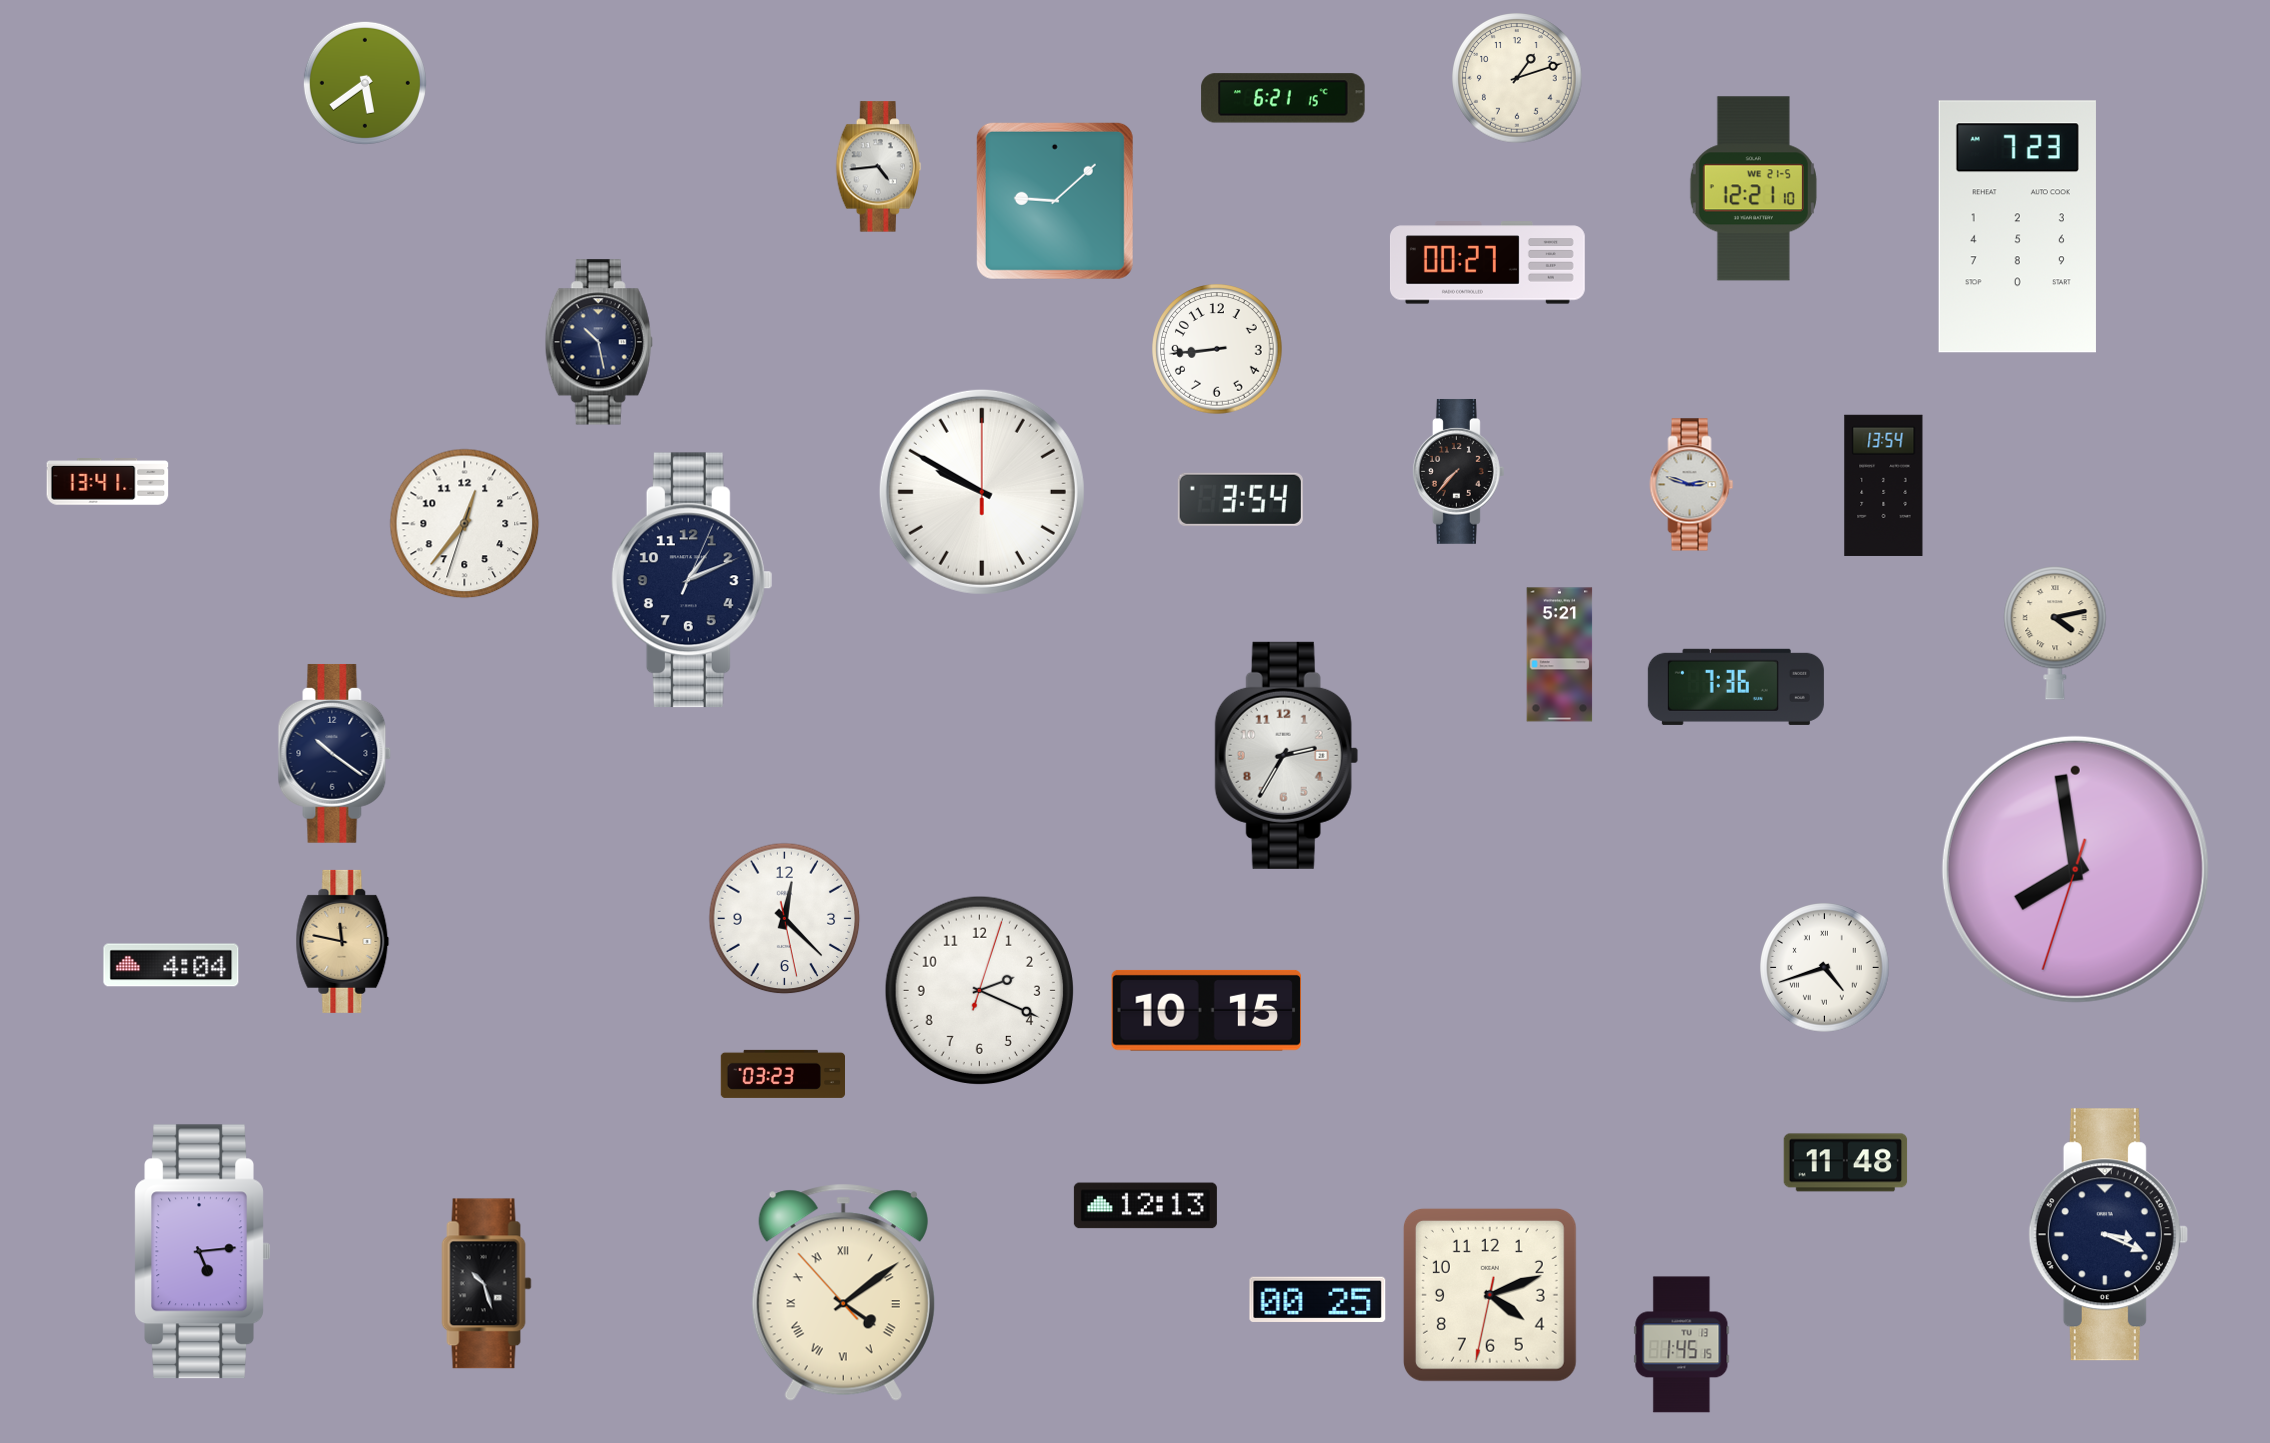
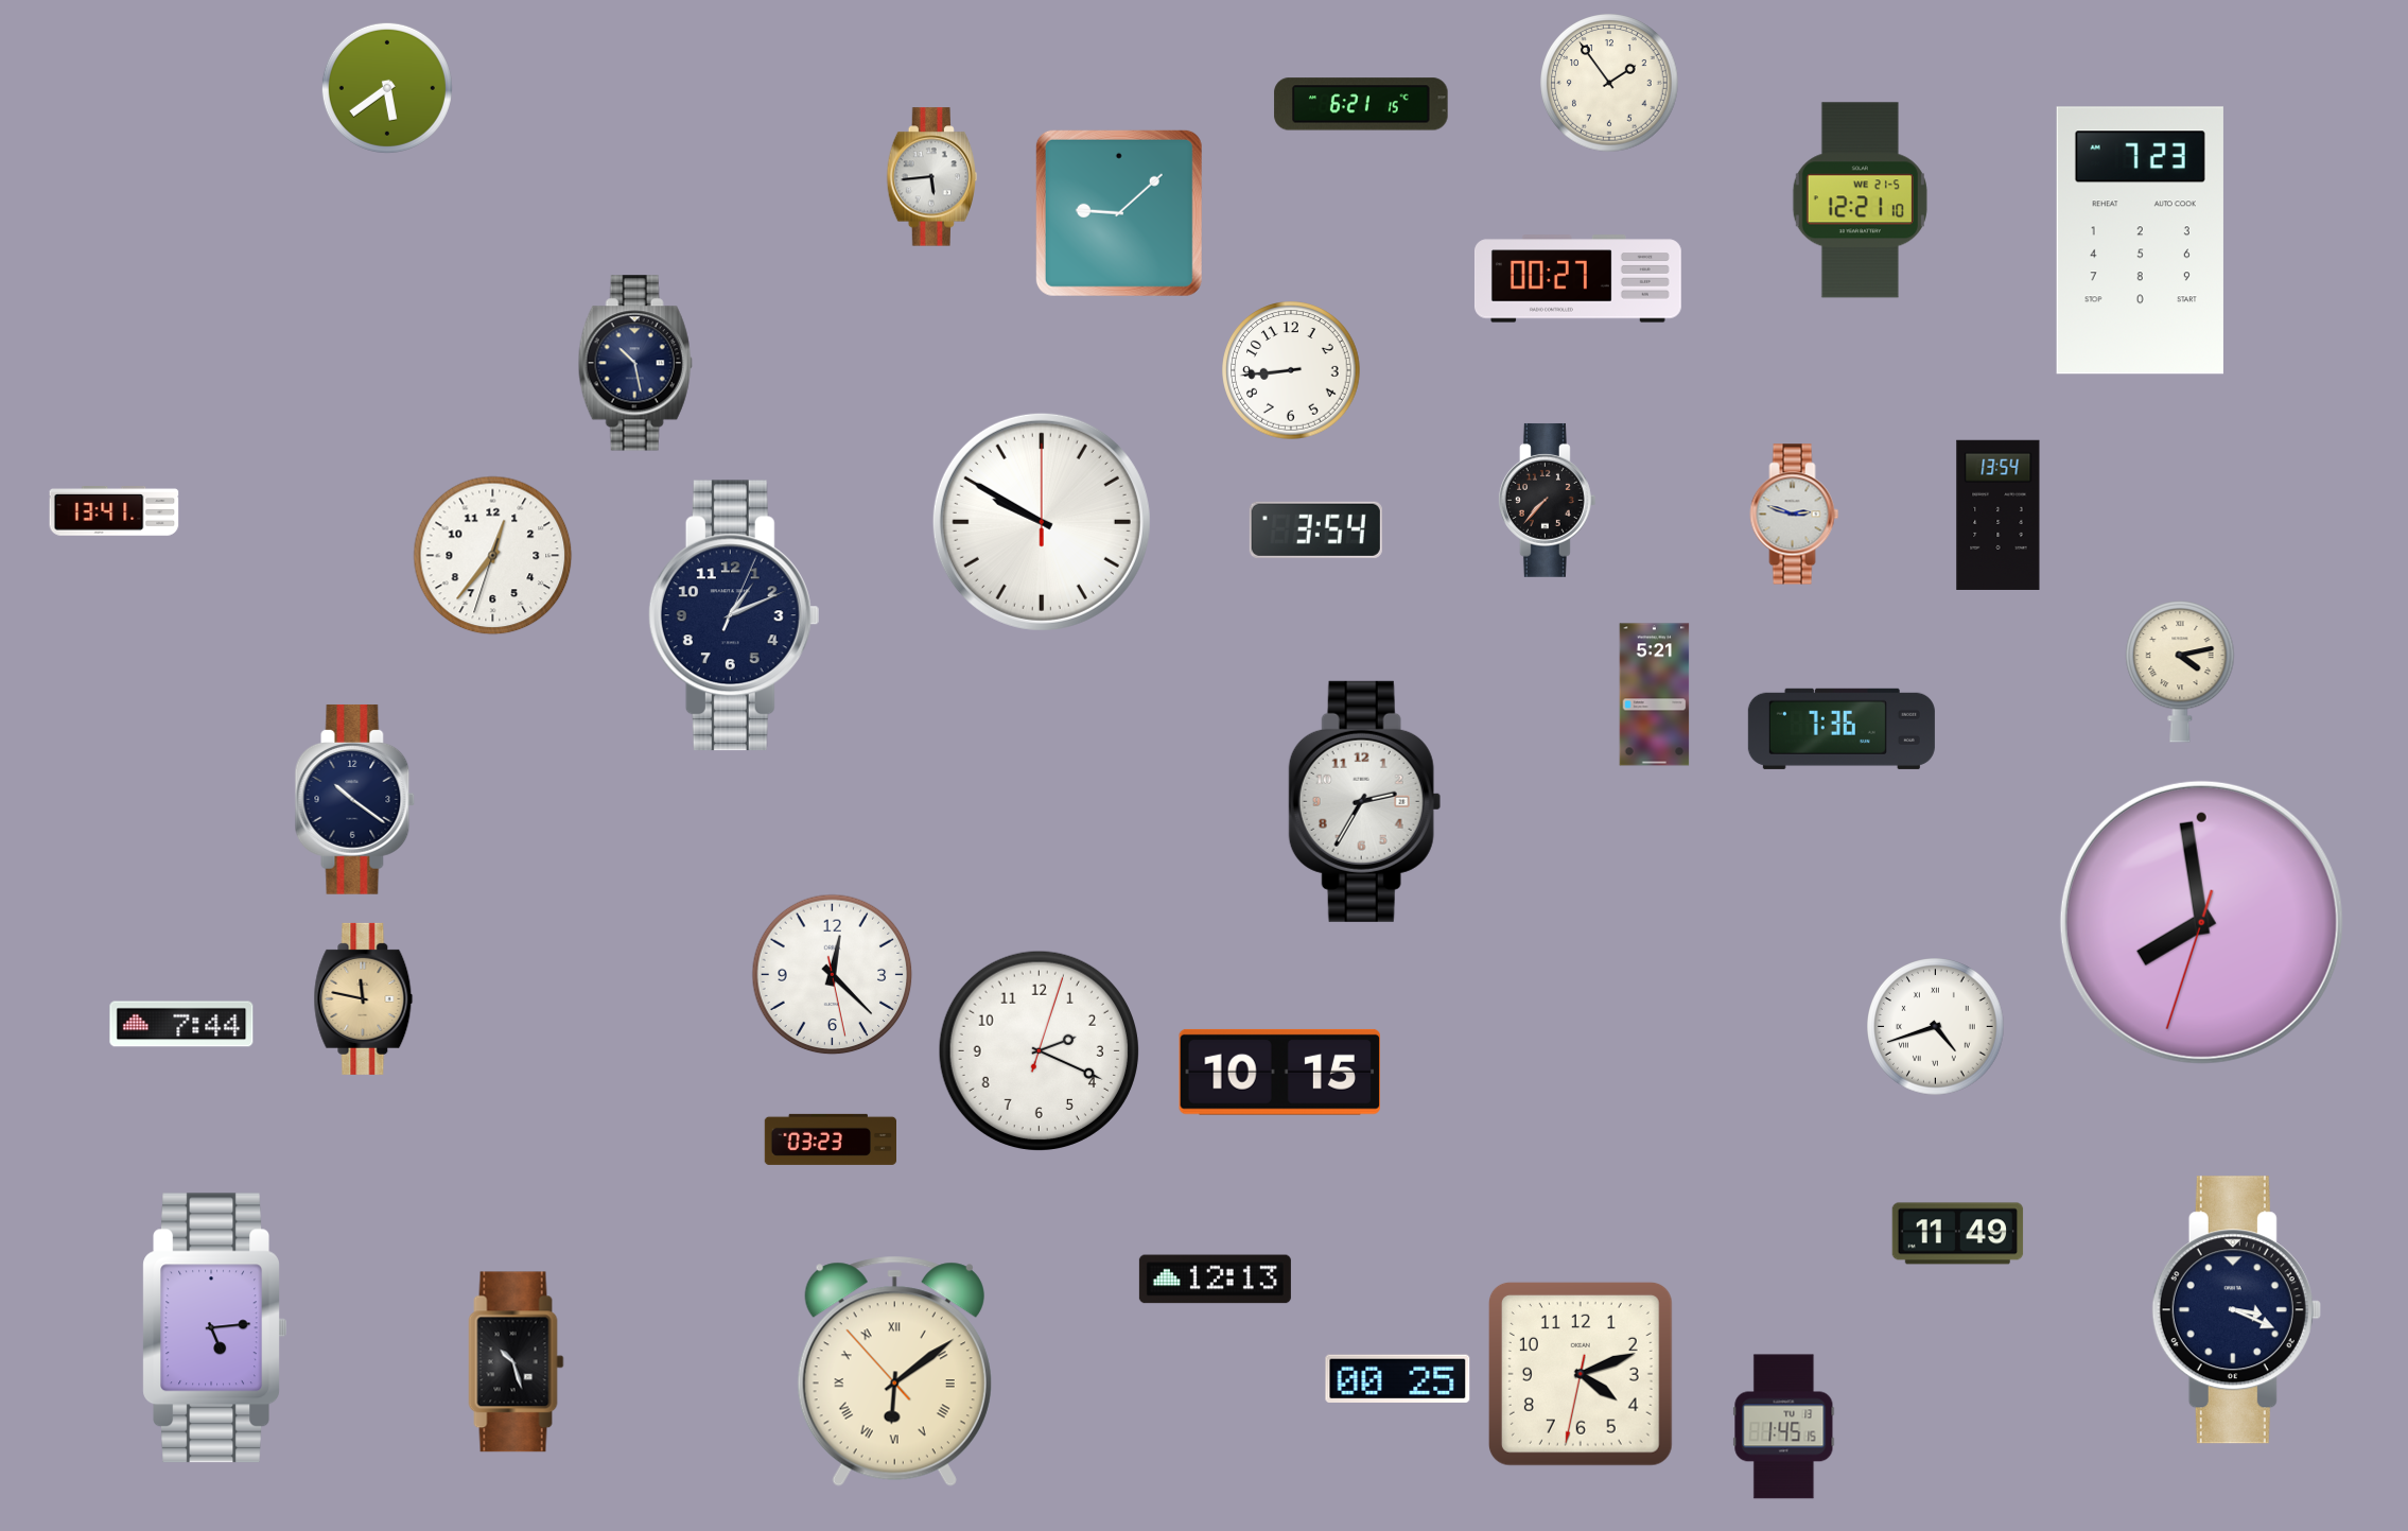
clock at (1517, 78): 1:12 -> 1:54
clock at (879, 167): 4:44 -> 5:44
clock at (171, 965): 4:04 -> 7:44
clock at (1846, 1163): 11:48 -> 11:49
clock at (843, 1292): 4:08 -> 6:08
